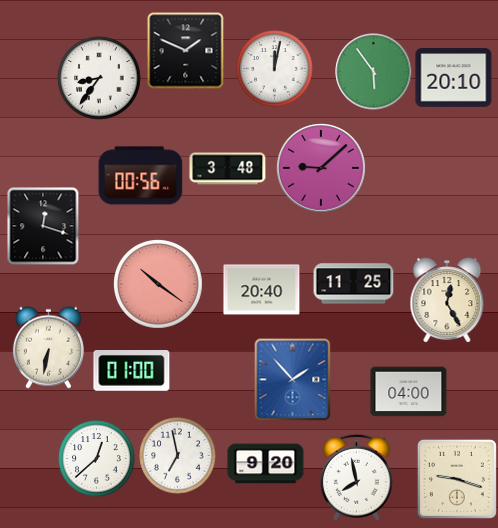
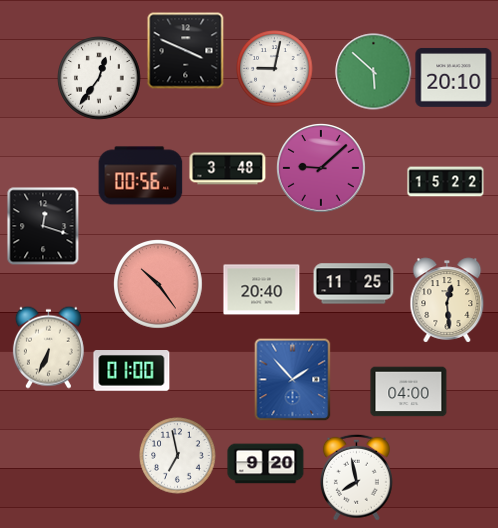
clock at (186, 51): 1:49 -> 3:49
clock at (275, 69): 12:02 -> 9:02
clock at (374, 72): 5:54 -> 5:52
clock at (99, 78): 8:36 -> 12:36
clock at (446, 182): none -> 15:22
clock at (159, 285): 10:21 -> 10:24
clock at (447, 300): 12:25 -> 12:29
clock at (48, 347): 6:32 -> 6:34
clock at (97, 459): 12:38 -> none
clock at (457, 479): 9:18 -> none
